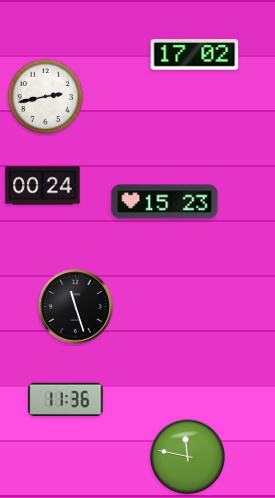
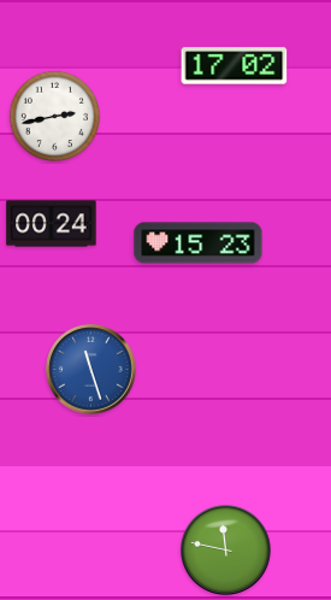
clock at (76, 307) dial: black -> blue
clock at (66, 399): 11:36 -> none
